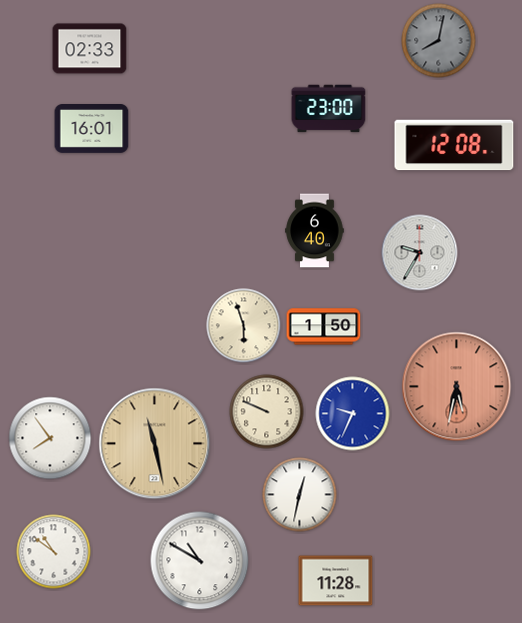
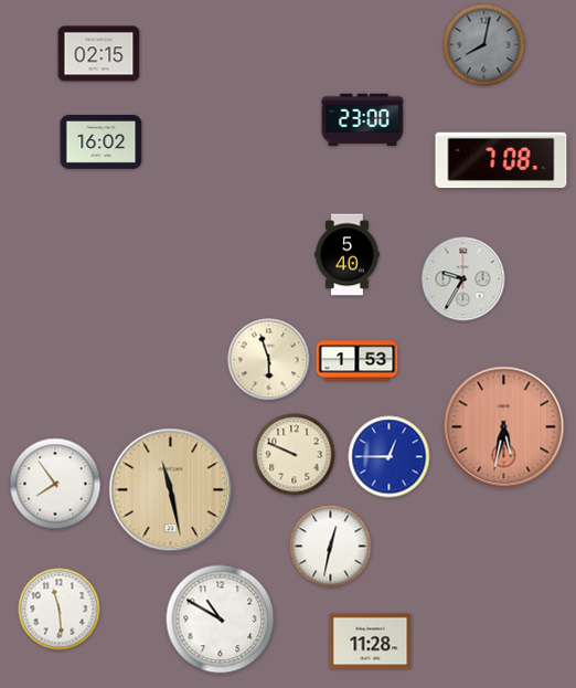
clock at (90, 49): 02:33 -> 02:15
clock at (92, 129): 16:01 -> 16:02
clock at (454, 145): 12:08 -> 7:08
clock at (315, 231): 6:40 -> 5:40
clock at (324, 327): 1:50 -> 1:53
clock at (353, 414): 9:34 -> 12:45
clock at (54, 552): 10:51 -> 11:29
